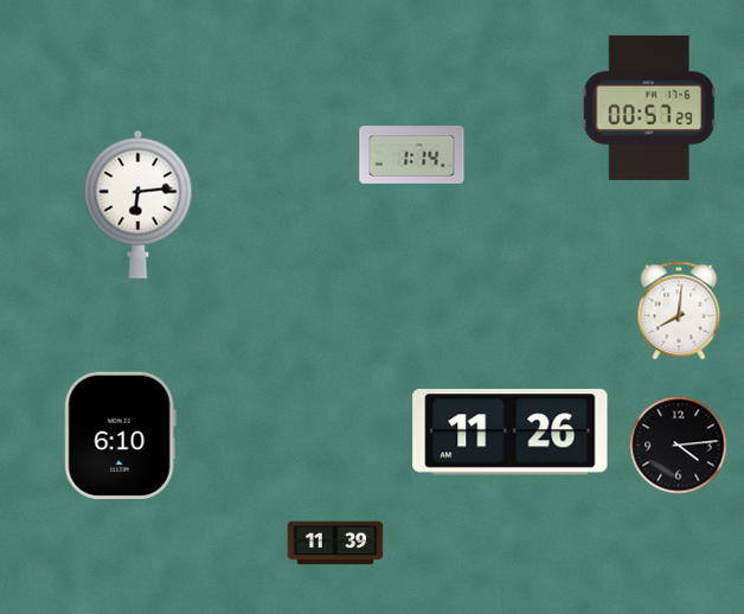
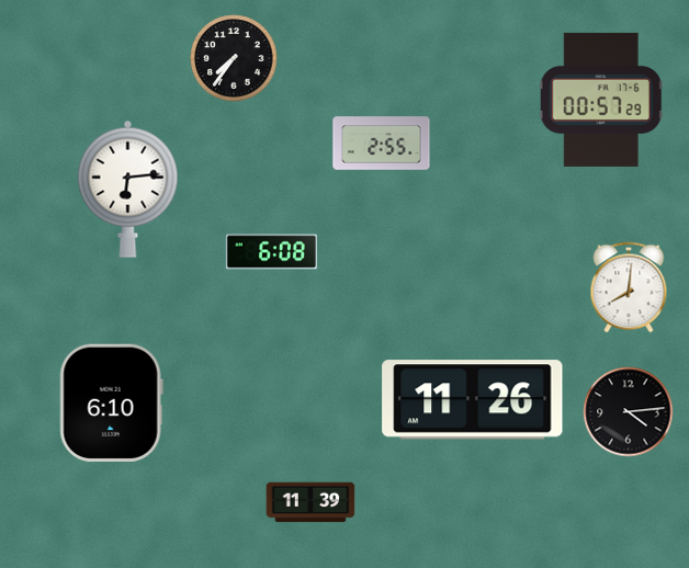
clock at (234, 58): none -> 7:36
clock at (412, 155): 1:14 -> 2:55
clock at (271, 252): none -> 6:08
